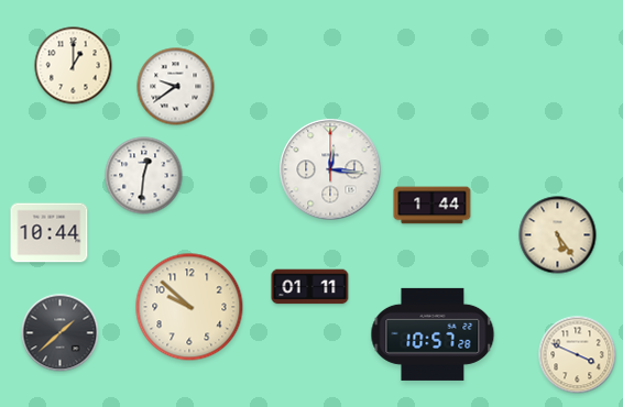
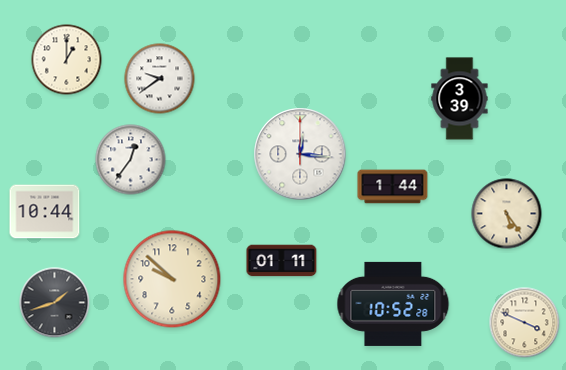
clock at (460, 99): none -> 3:39
clock at (144, 176): 12:31 -> 12:36
clock at (61, 333): 1:38 -> 1:42
clock at (433, 334): 10:57 -> 10:52
